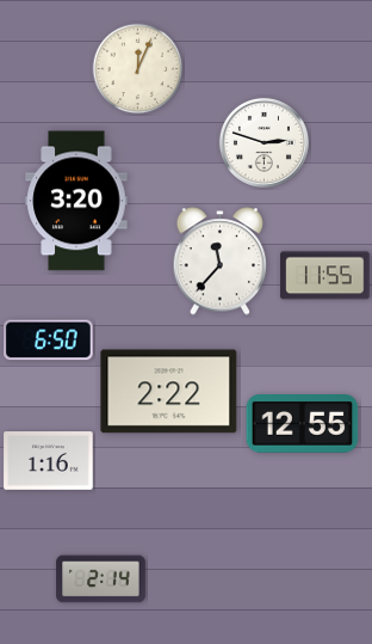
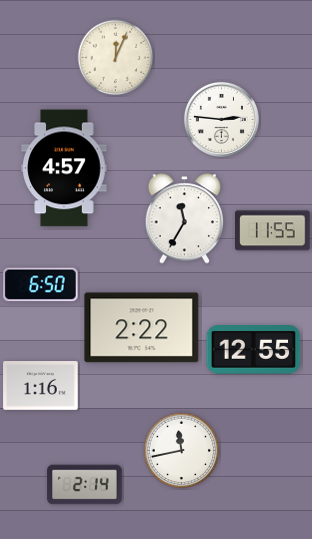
clock at (263, 142): 2:48 -> 2:46
clock at (76, 201): 3:20 -> 4:57
clock at (221, 262): 11:37 -> 11:35
clock at (303, 424) position: (303, 424) -> (254, 350)
clock at (182, 451): none -> 11:43
